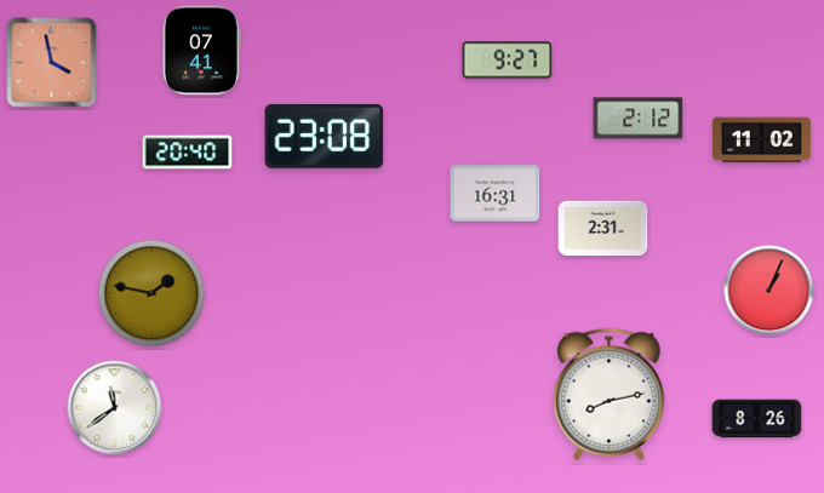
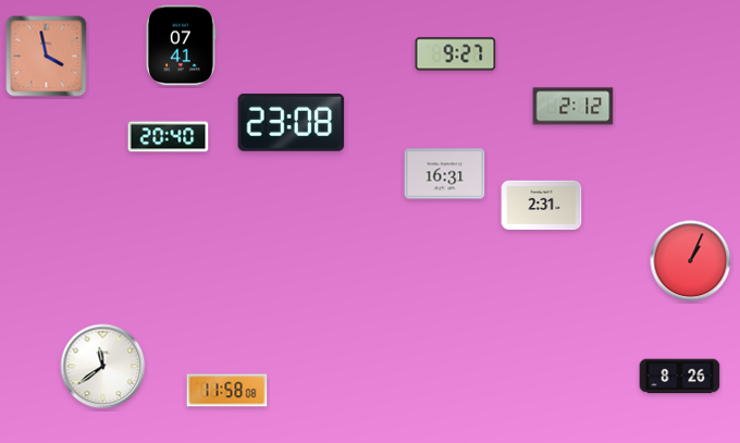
clock at (761, 141): 11:02 -> none
clock at (151, 293): 1:47 -> none
clock at (610, 394): 8:13 -> none
clock at (227, 391): none -> 11:58
